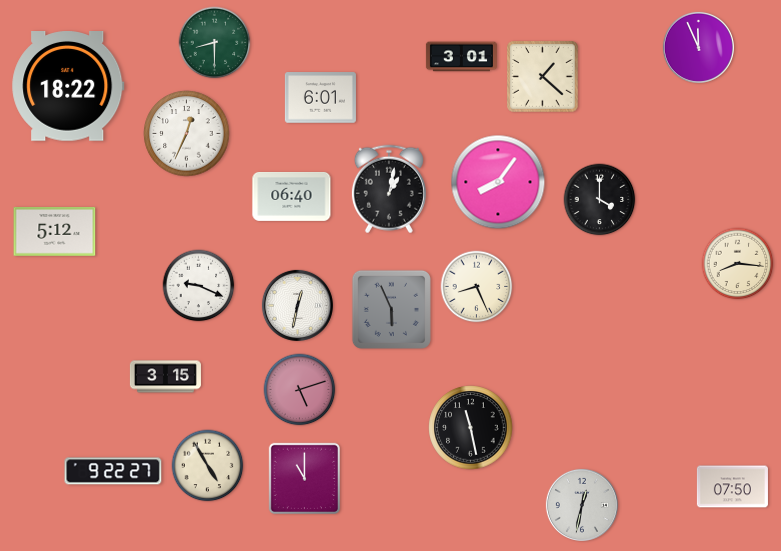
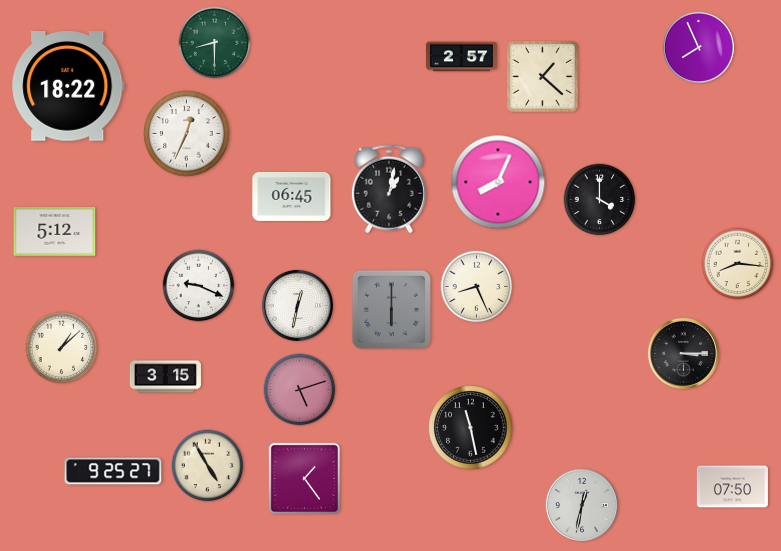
clock at (698, 47): 11:56 -> 7:56
clock at (461, 57): 3:01 -> 2:57
clock at (320, 98): 6:01 -> none
clock at (498, 182): 8:06 -> 8:04
clock at (292, 196): 06:40 -> 06:45
clock at (391, 309): 5:56 -> 6:00
clock at (62, 348): none -> 1:08
clock at (683, 353): none -> 3:15
clock at (113, 471): 9:22 -> 9:25
clock at (304, 478): 11:00 -> 1:24
